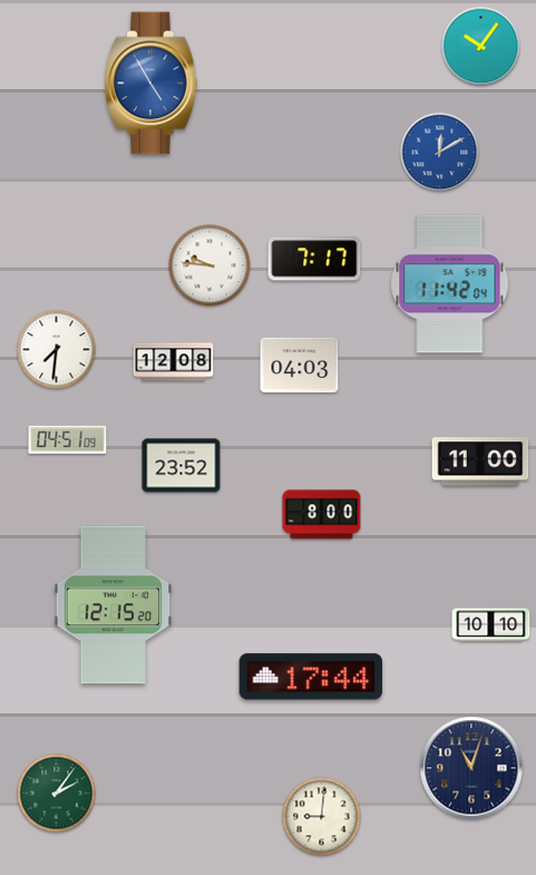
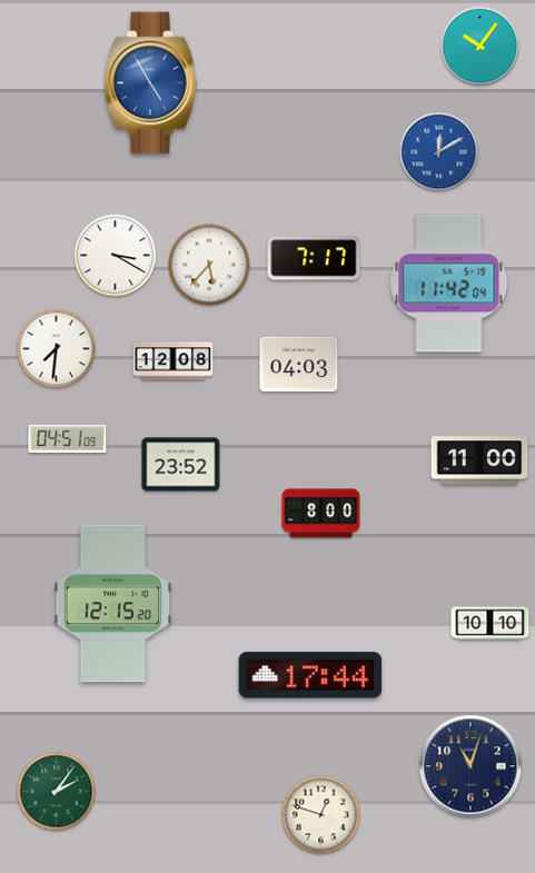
clock at (116, 256): none -> 3:20
clock at (209, 265): 9:46 -> 5:37
clock at (322, 817): 9:01 -> 12:48
